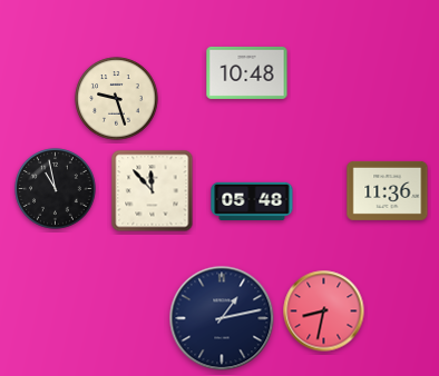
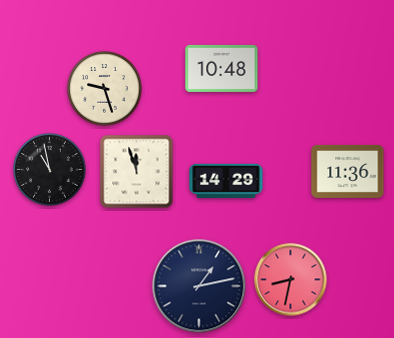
clock at (247, 72) position: (247, 72) -> (222, 68)
clock at (153, 191): 11:53 -> 11:57
clock at (252, 200): 05:48 -> 14:29
